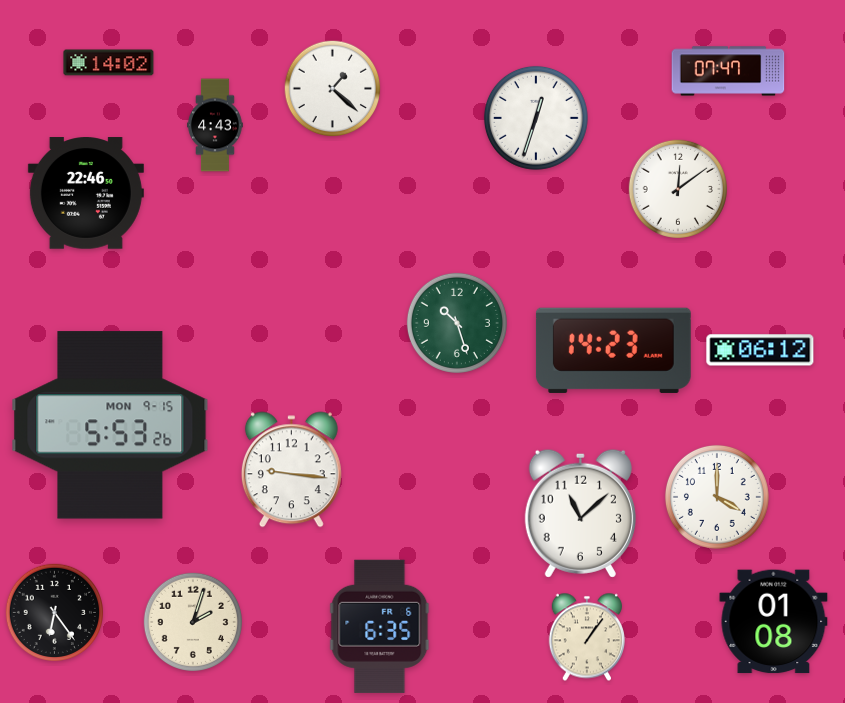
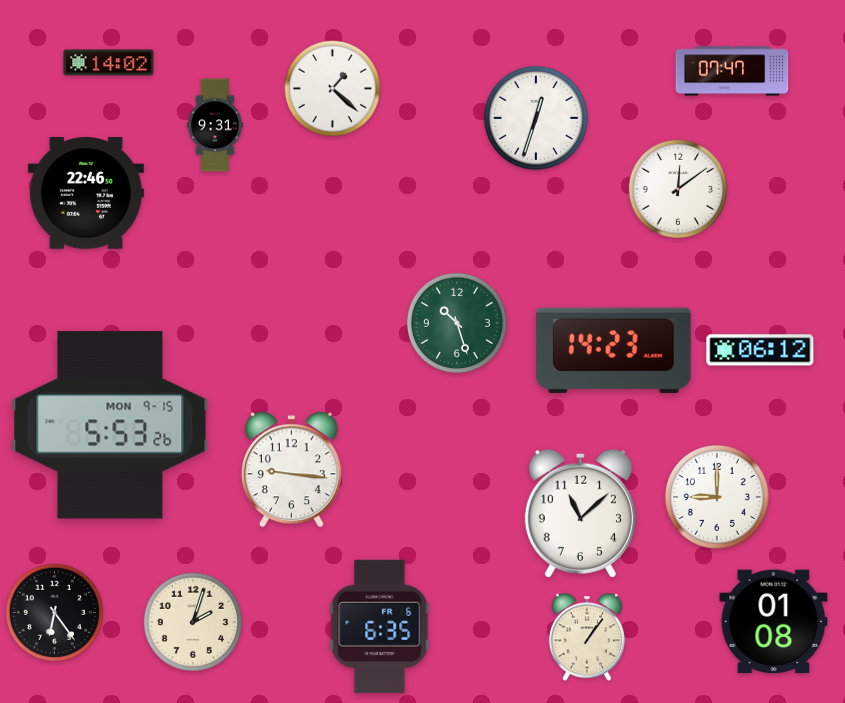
clock at (728, 71) position: (728, 71) -> (732, 71)
clock at (215, 125): 4:43 -> 9:31
clock at (717, 497): 4:00 -> 9:00
